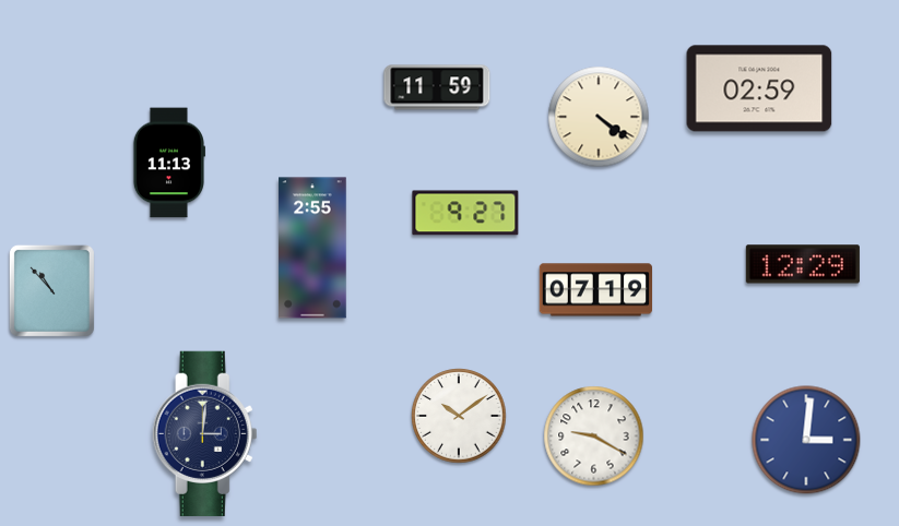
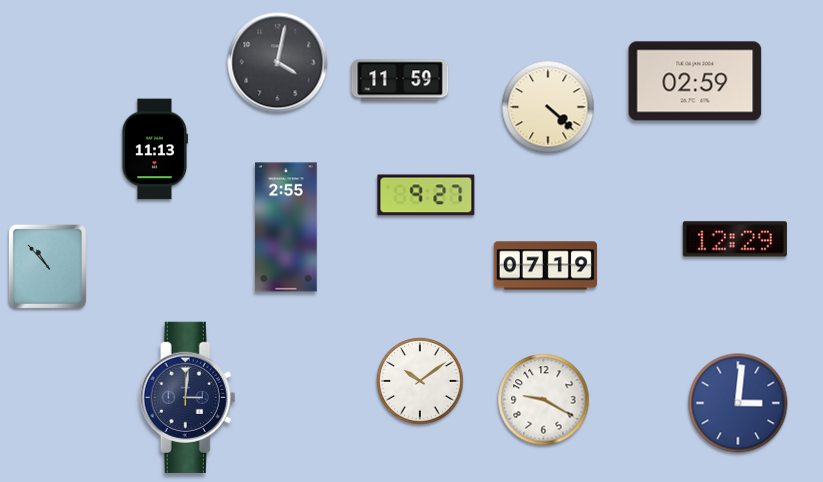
clock at (278, 63): none -> 4:02
clock at (599, 117): 4:21 -> 4:22
clock at (803, 264) position: (803, 264) -> (735, 239)
